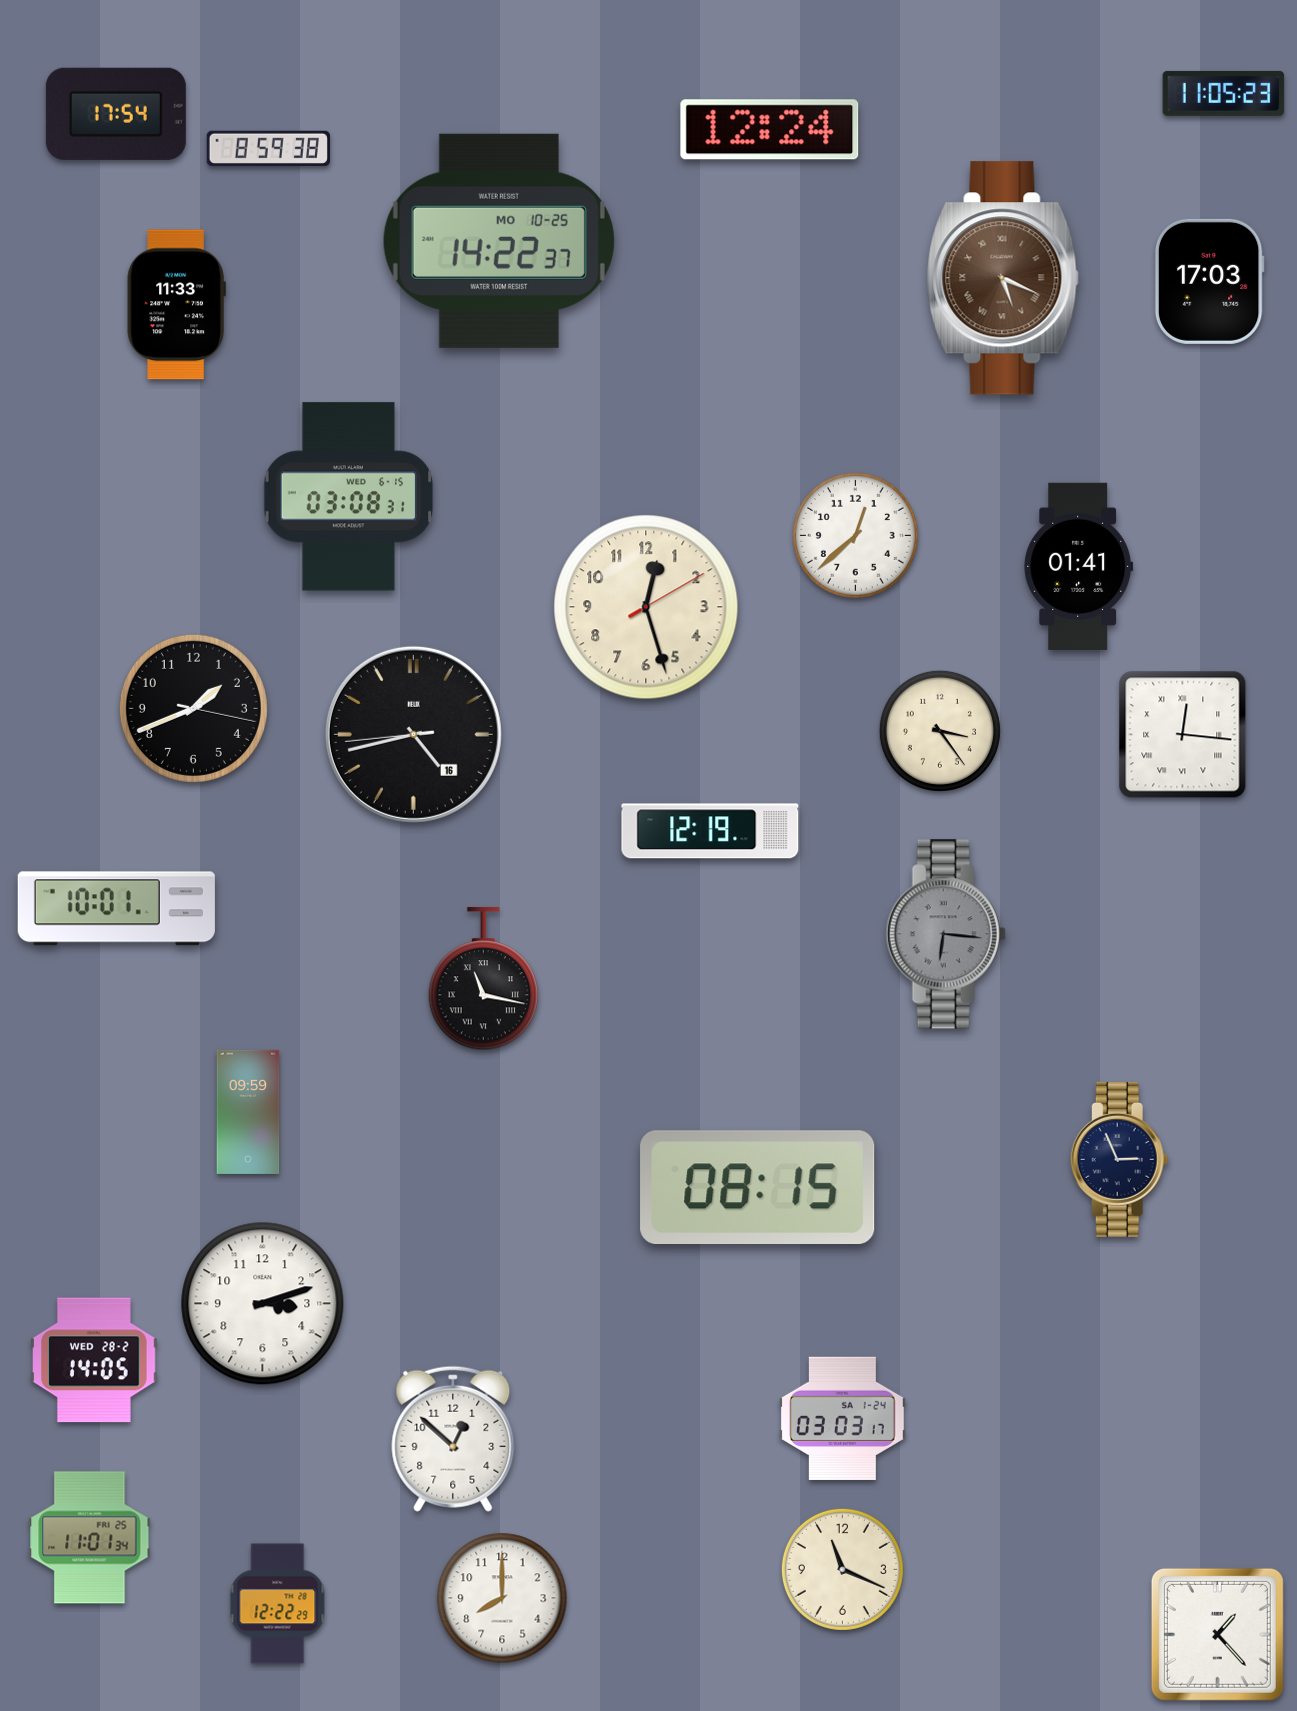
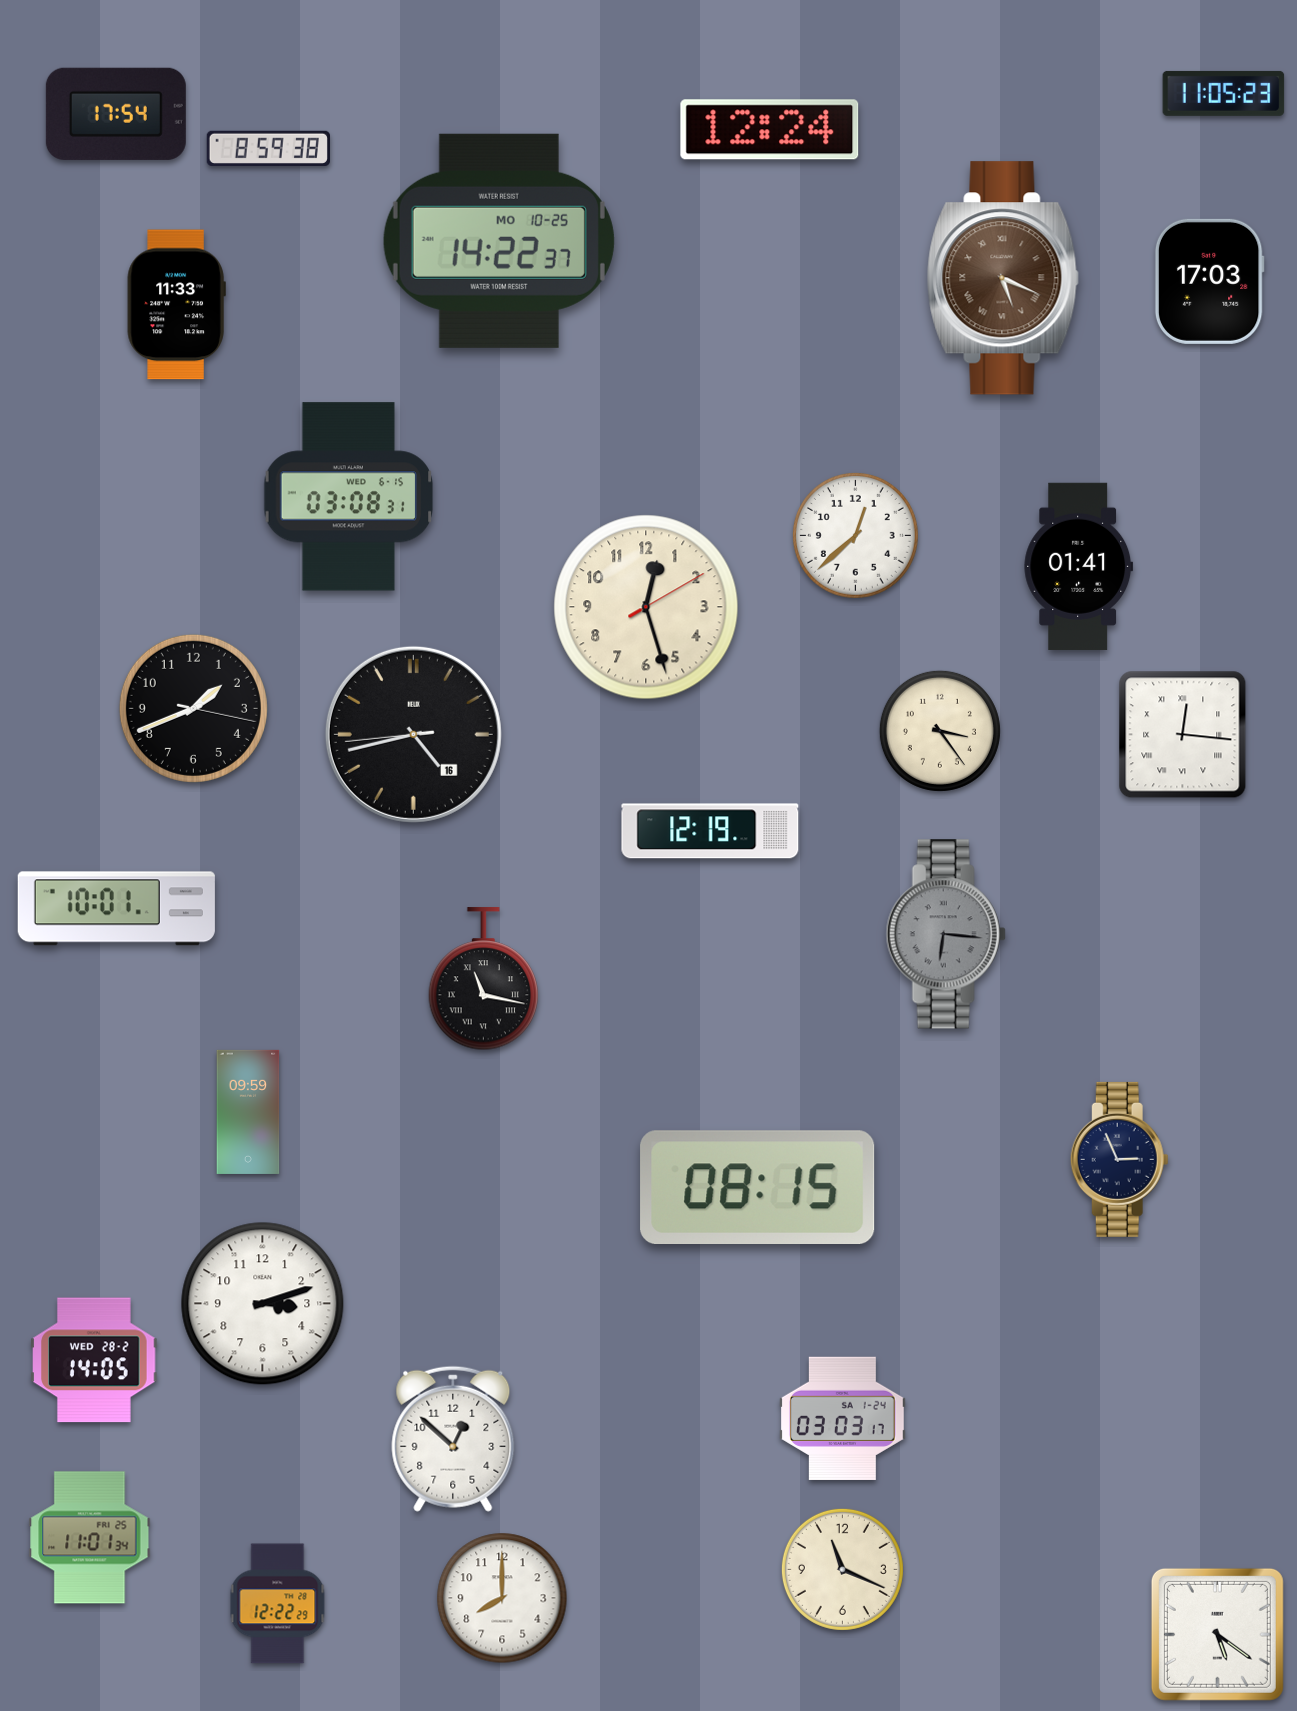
clock at (1217, 1634): 1:23 -> 5:21
